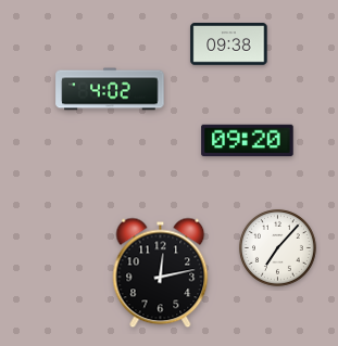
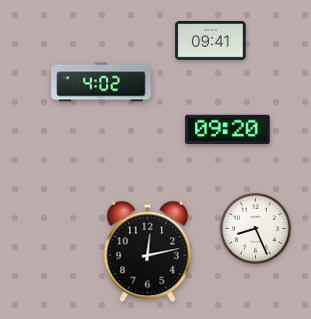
clock at (229, 44): 09:38 -> 09:41
clock at (277, 247): 7:07 -> 8:26
